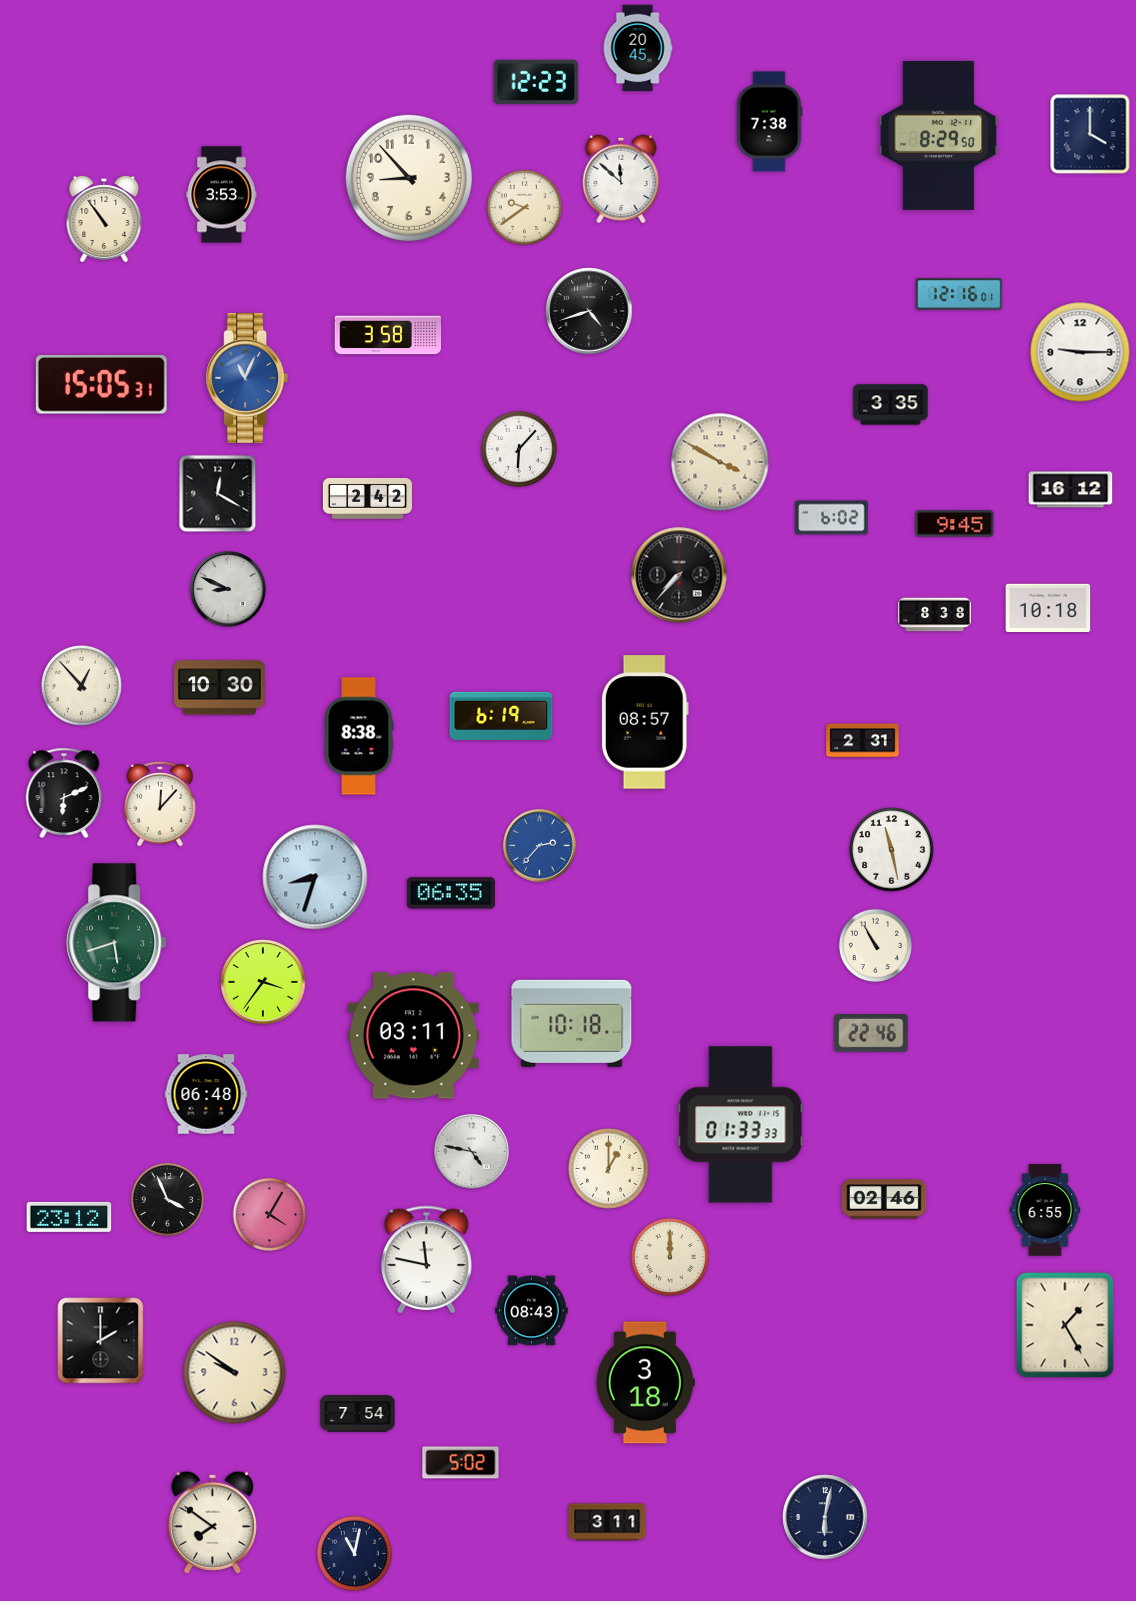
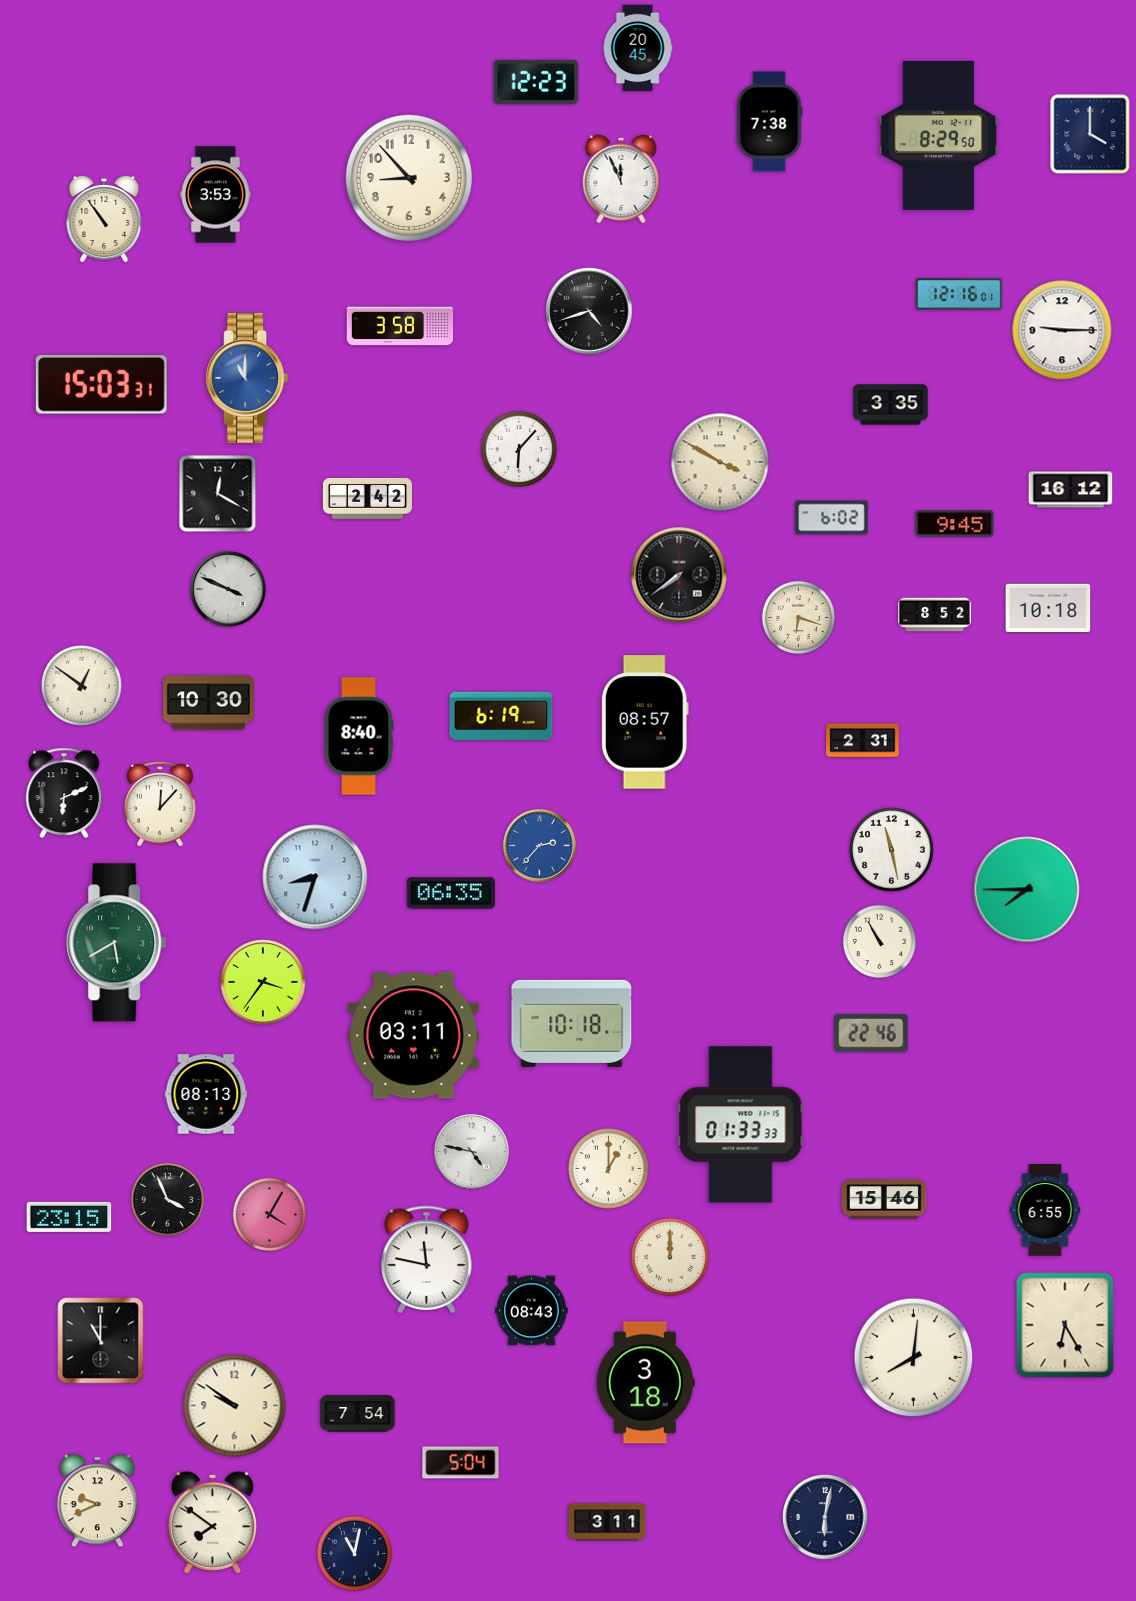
clock at (621, 179): 11:52 -> 11:56
clock at (222, 195) position: (222, 195) -> (216, 195)
clock at (524, 207): 9:39 -> none
clock at (388, 335) position: (388, 335) -> (400, 326)
clock at (1080, 352) position: (1080, 352) -> (1062, 330)
clock at (247, 378): 11:04 -> 11:00
clock at (101, 385): 15:05 -> 15:03
clock at (679, 575): 7:37 -> 7:39
clock at (228, 589): 8:49 -> 3:49
clock at (935, 615): 8:38 -> 8:52
clock at (798, 617): none -> 6:18
clock at (81, 685): 12:53 -> 12:51
clock at (220, 688) position: (220, 688) -> (209, 703)
clock at (359, 736): 8:38 -> 8:40
clock at (1027, 890): none -> 7:45
clock at (117, 943): 5:42 -> 5:40
clock at (875, 945) position: (875, 945) -> (879, 941)
clock at (206, 1094): 06:48 -> 08:13
clock at (884, 1199): 02:46 -> 15:46
clock at (69, 1217): 23:12 -> 23:15
clock at (1065, 1325): 1:25 -> 6:25
clock at (101, 1341): 2:00 -> 11:00
clock at (914, 1358): none -> 8:01
clock at (235, 1373) position: (235, 1373) -> (235, 1406)
clock at (461, 1463): 5:02 -> 5:04
clock at (97, 1501): none -> 9:41
